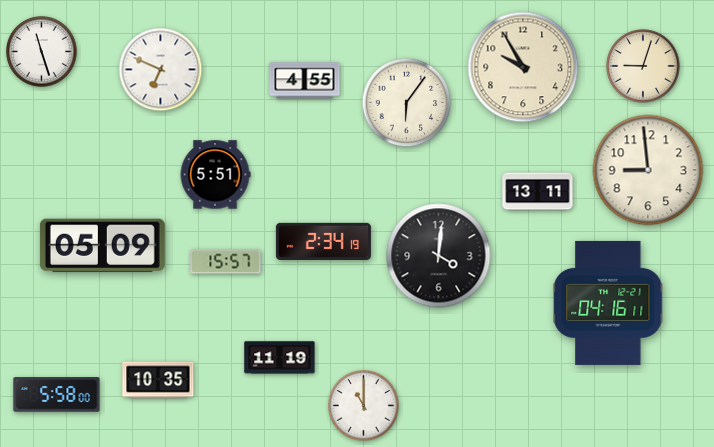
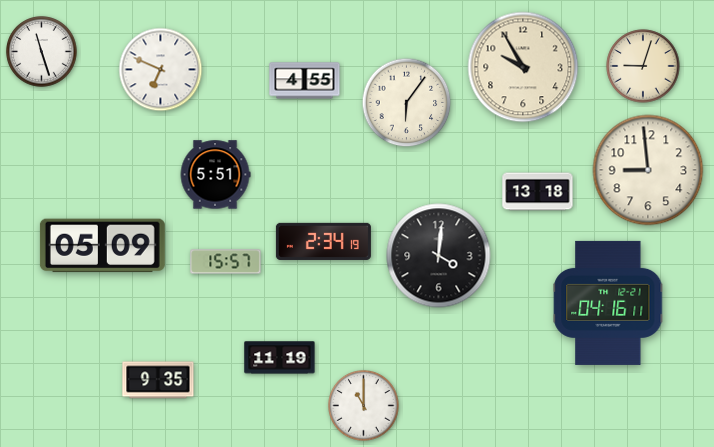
clock at (538, 192): 13:11 -> 13:18
clock at (158, 380): 10:35 -> 9:35
clock at (57, 395): 5:58 -> none
